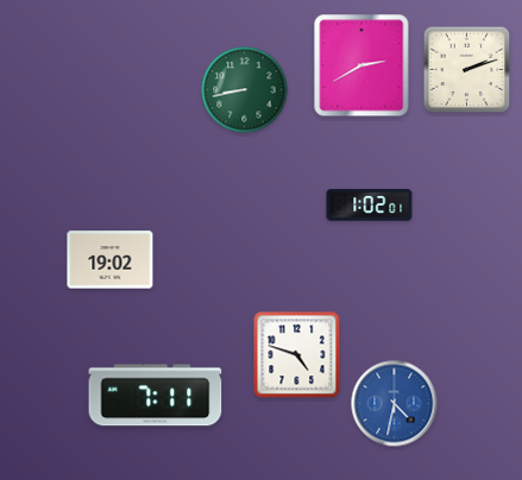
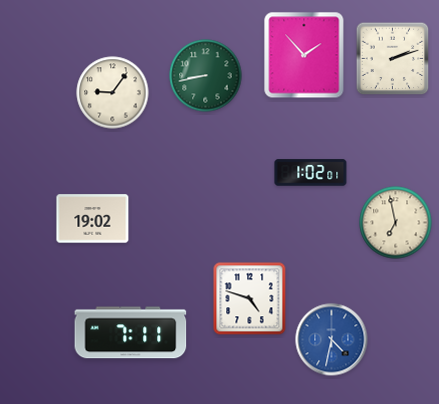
clock at (361, 65): 2:40 -> 1:53
clock at (113, 93): none -> 9:06
clock at (396, 223): none -> 6:58
